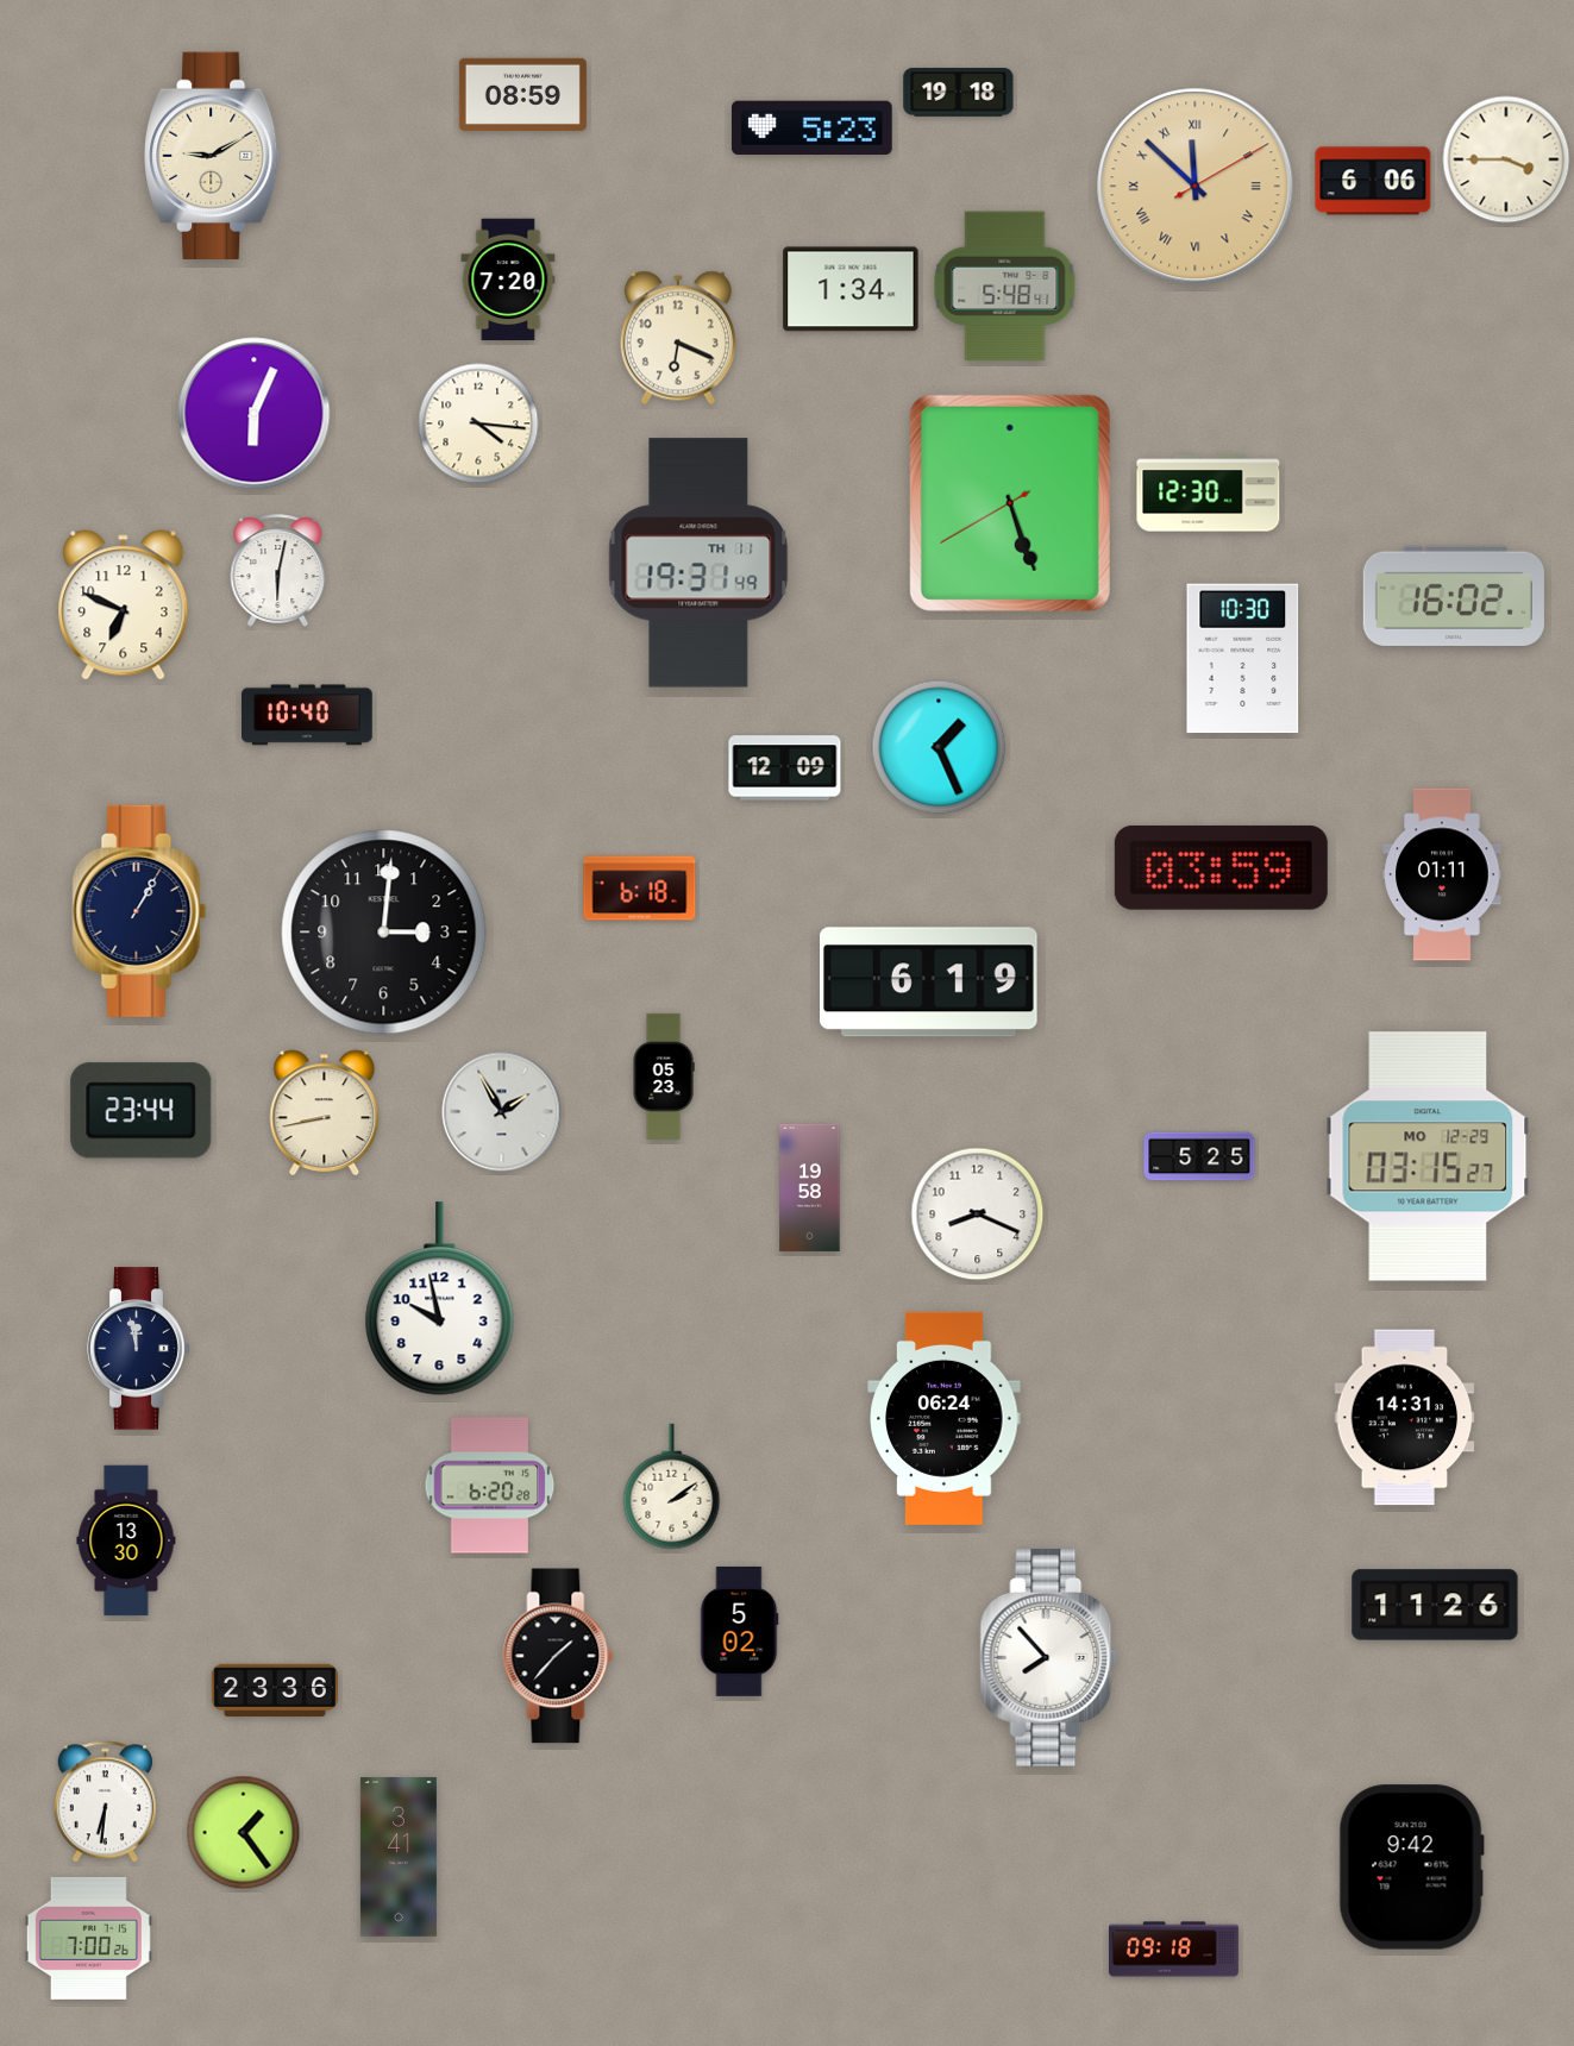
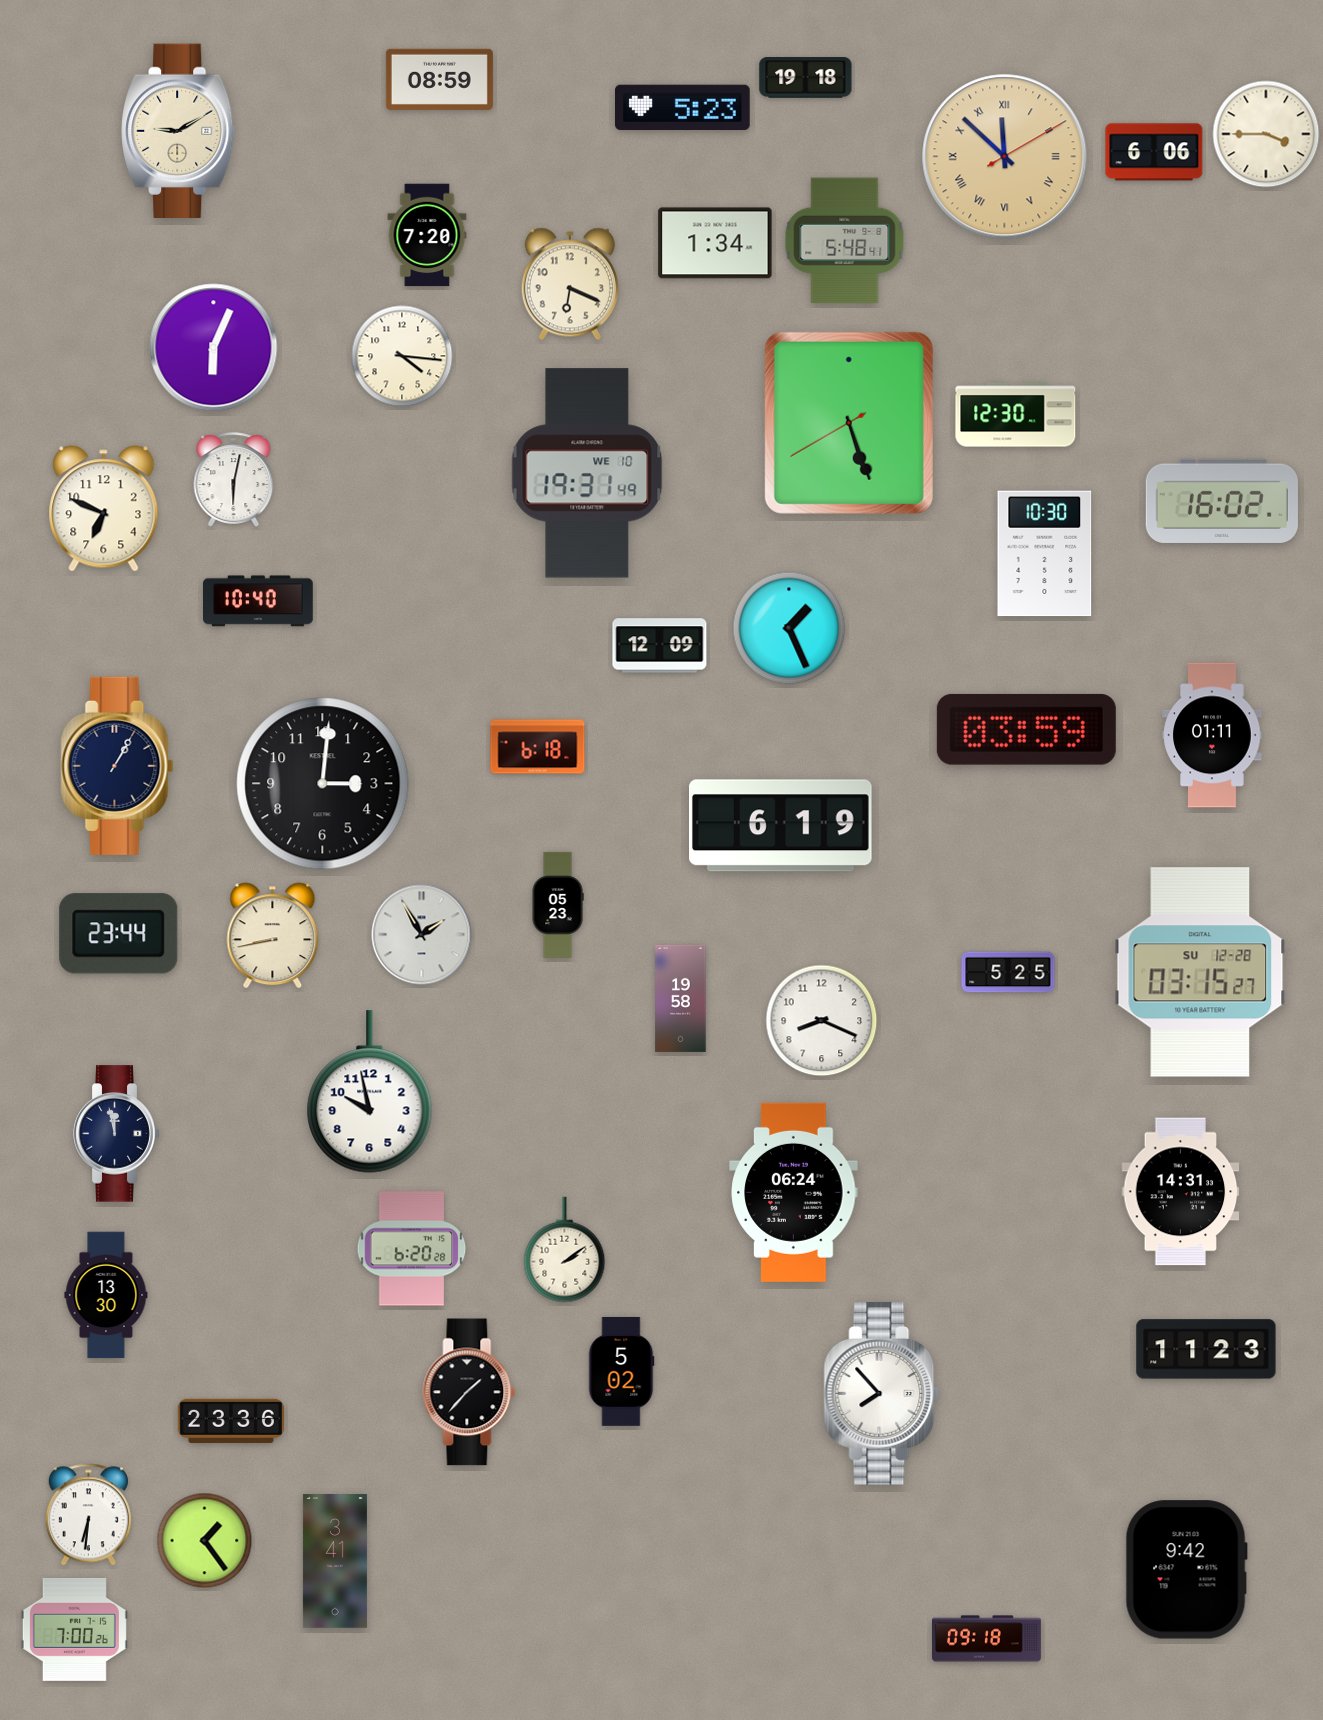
clock at (698, 563) date: TH 11 -> WE 10
clock at (1428, 1156) date: MO 12-29 -> SU 12-28
clock at (1435, 1605): 11:26 -> 11:23
